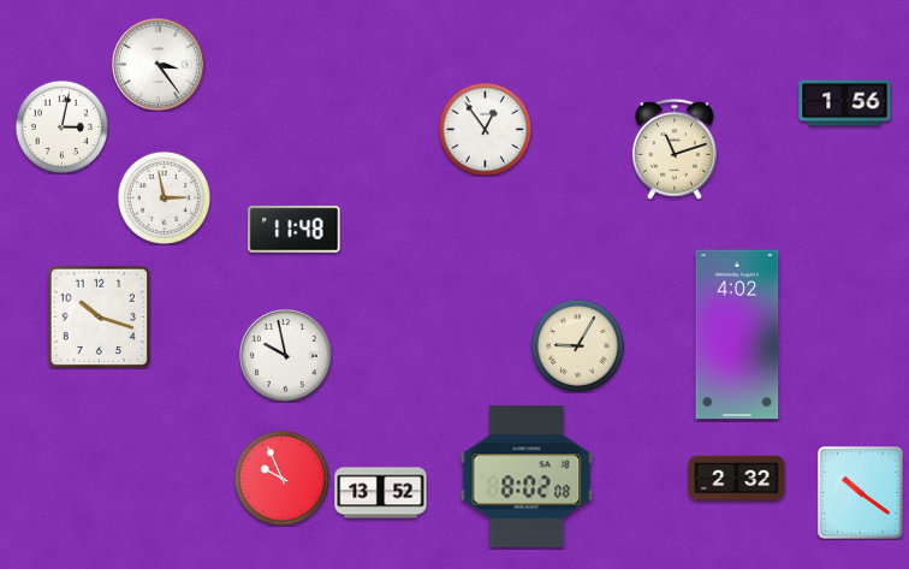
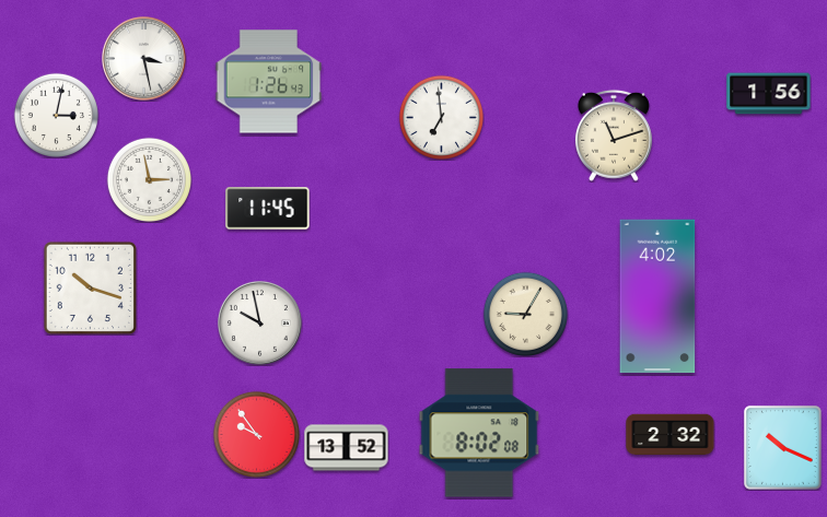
clock at (159, 65): 3:24 -> 3:28
clock at (269, 82): none -> 1:26
clock at (485, 129): 12:54 -> 6:59
clock at (295, 230): 11:48 -> 11:45
clock at (737, 334) position: (737, 334) -> (657, 296)
clock at (281, 478): 9:56 -> 9:54
clock at (860, 493): 10:21 -> 10:19
